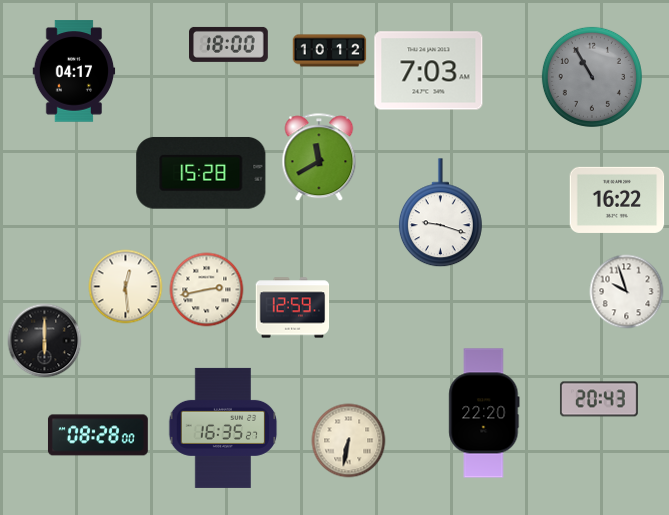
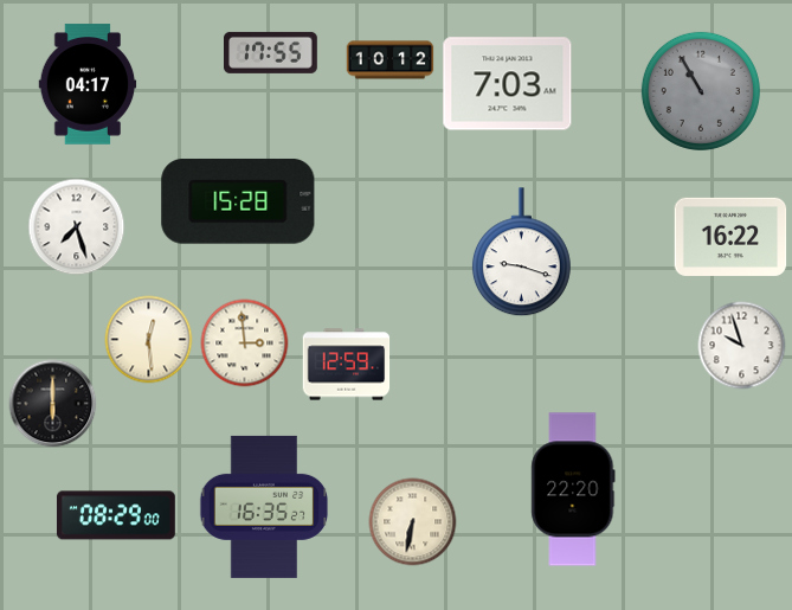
clock at (229, 44): 18:00 -> 17:55
clock at (319, 158): 11:40 -> none
clock at (201, 173) position: (201, 173) -> (238, 201)
clock at (77, 227): none -> 7:27
clock at (207, 290): 2:43 -> 2:59
clock at (599, 399): 20:43 -> none
clock at (98, 435): 08:28 -> 08:29
